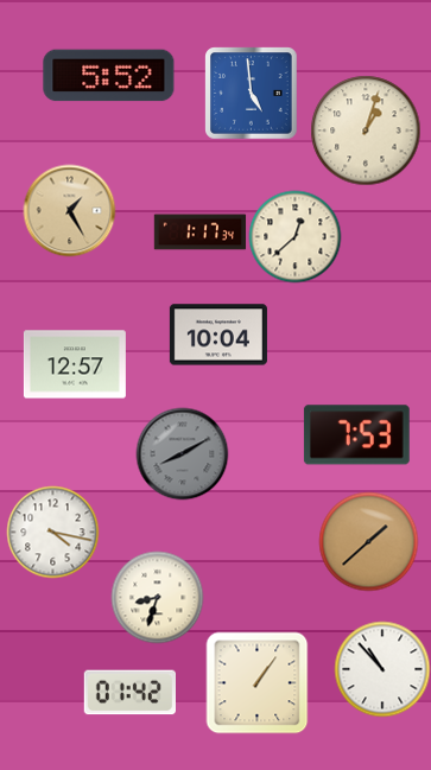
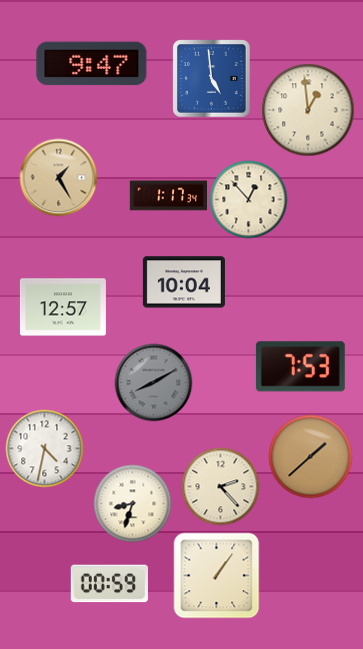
clock at (109, 76): 5:52 -> 9:47
clock at (366, 131): 1:03 -> 12:59
clock at (294, 236): 12:38 -> 12:53
clock at (52, 532): 4:17 -> 4:32
clock at (220, 486): none -> 2:23
clock at (382, 669): 10:53 -> none
clock at (129, 693): 01:42 -> 00:59
